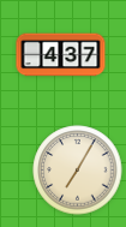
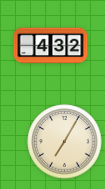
clock at (61, 55): 4:37 -> 4:32
